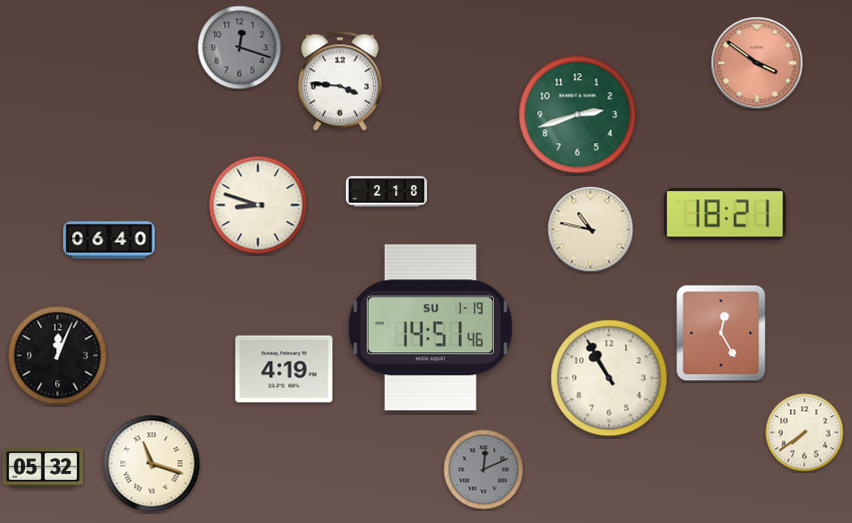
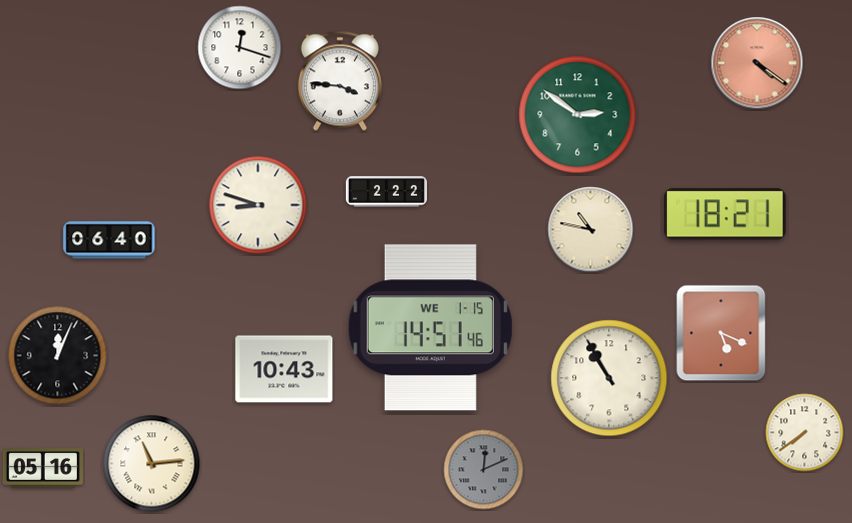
clock at (240, 48) dial: grey -> white
clock at (757, 63): 3:51 -> 4:21
clock at (578, 115): 2:42 -> 2:51
clock at (386, 192): 2:18 -> 2:22
clock at (430, 328) date: SU 1-19 -> WE 1-15
clock at (721, 333): 12:25 -> 5:19
clock at (284, 369): 4:19 -> 10:43
clock at (152, 464): 11:18 -> 11:14
clock at (42, 468): 05:32 -> 05:16
